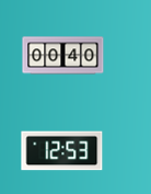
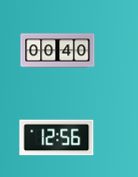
clock at (62, 151): 12:53 -> 12:56
